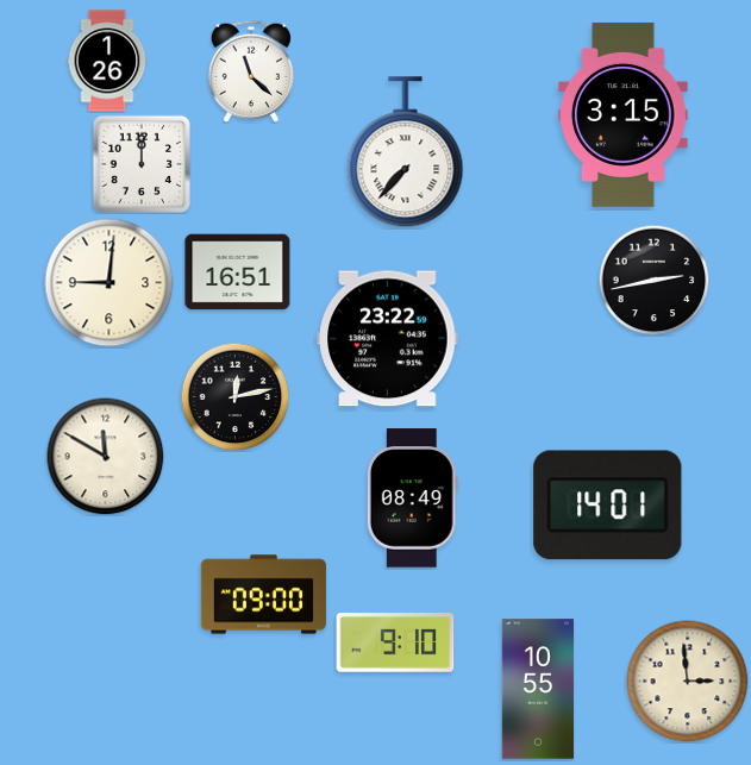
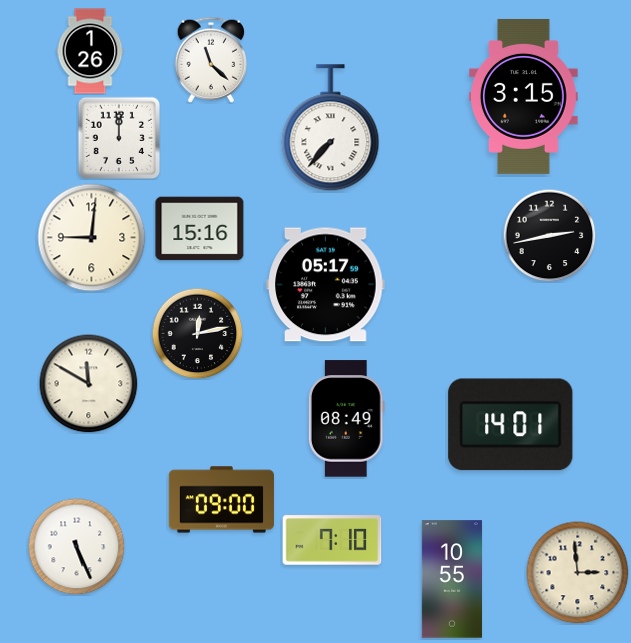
clock at (406, 152) position: (406, 152) -> (331, 128)
clock at (238, 272): 16:51 -> 15:16
clock at (388, 339): 23:22 -> 05:17
clock at (395, 642): 9:10 -> 7:10
clock at (76, 546): none -> 5:26
